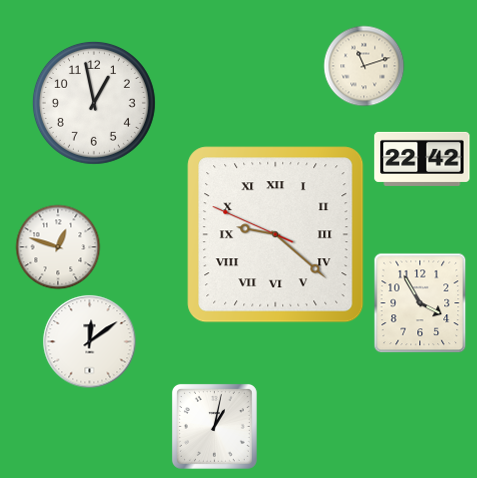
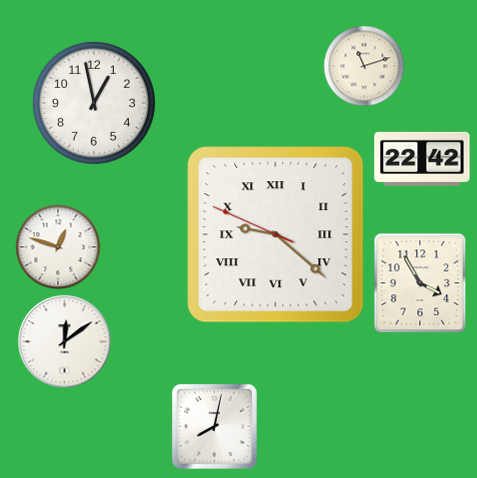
clock at (420, 303) position: (420, 303) -> (420, 283)
clock at (89, 341) position: (89, 341) -> (64, 341)
clock at (214, 426): 1:02 -> 8:02
